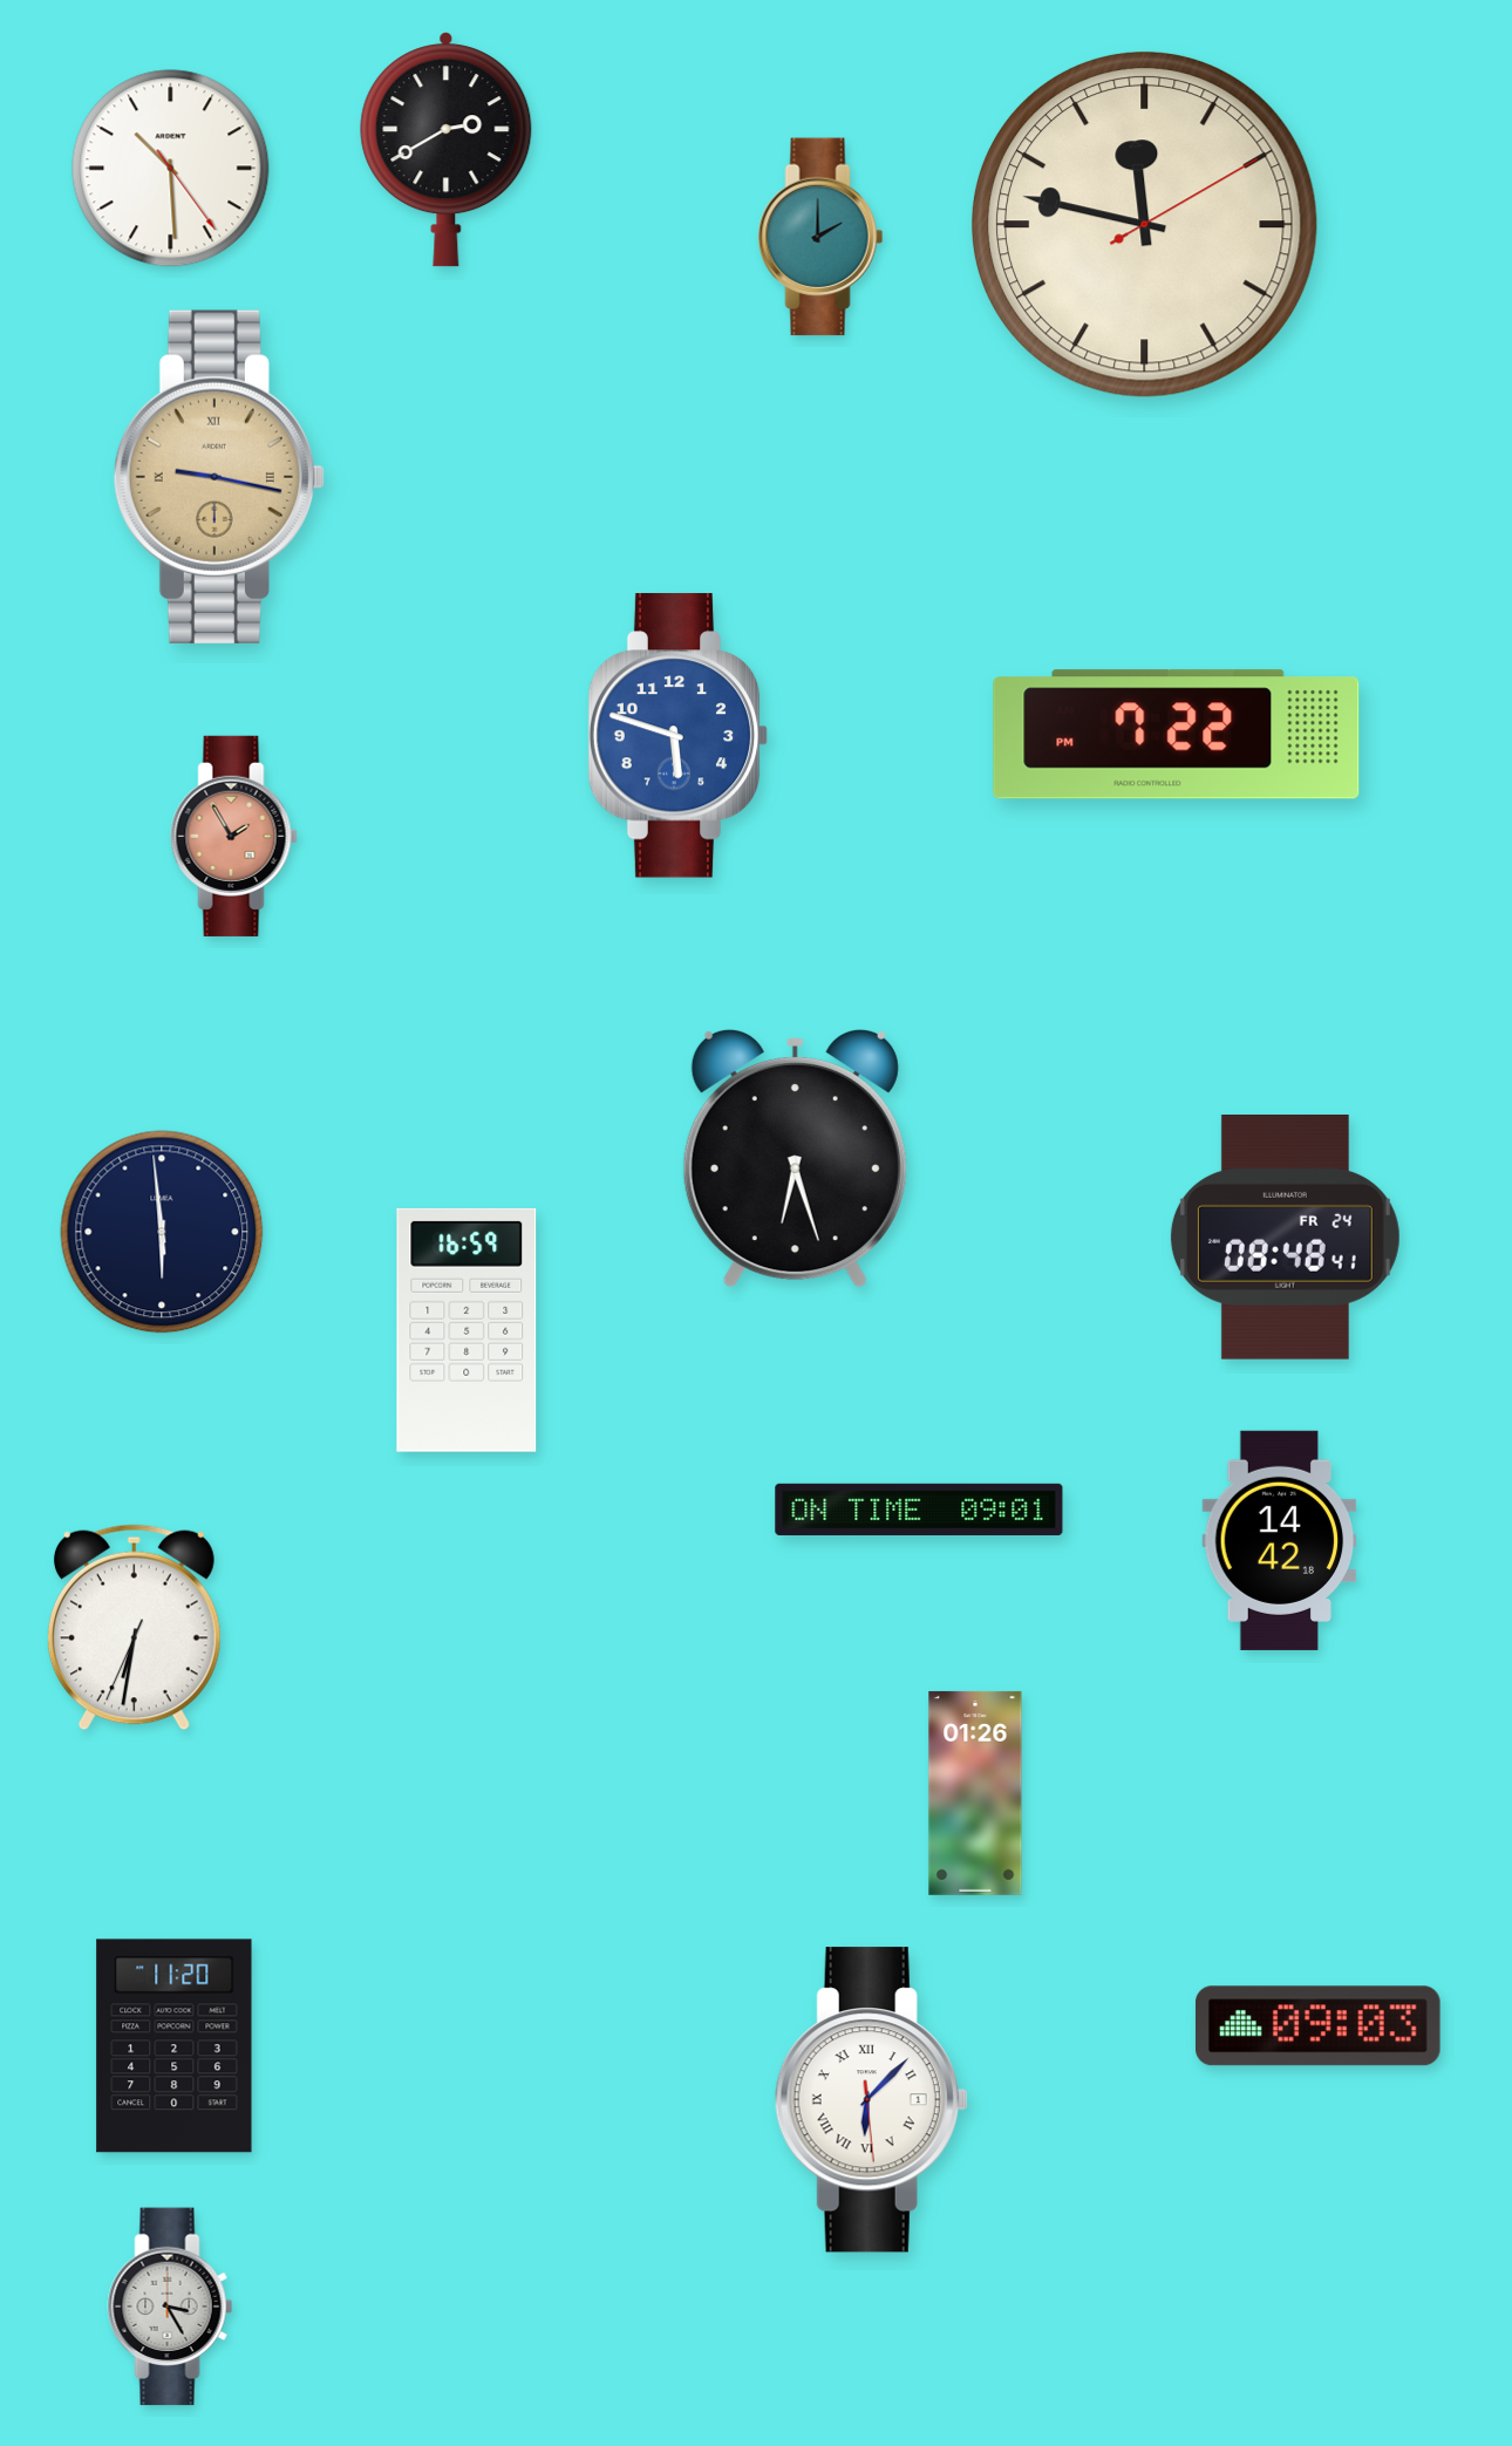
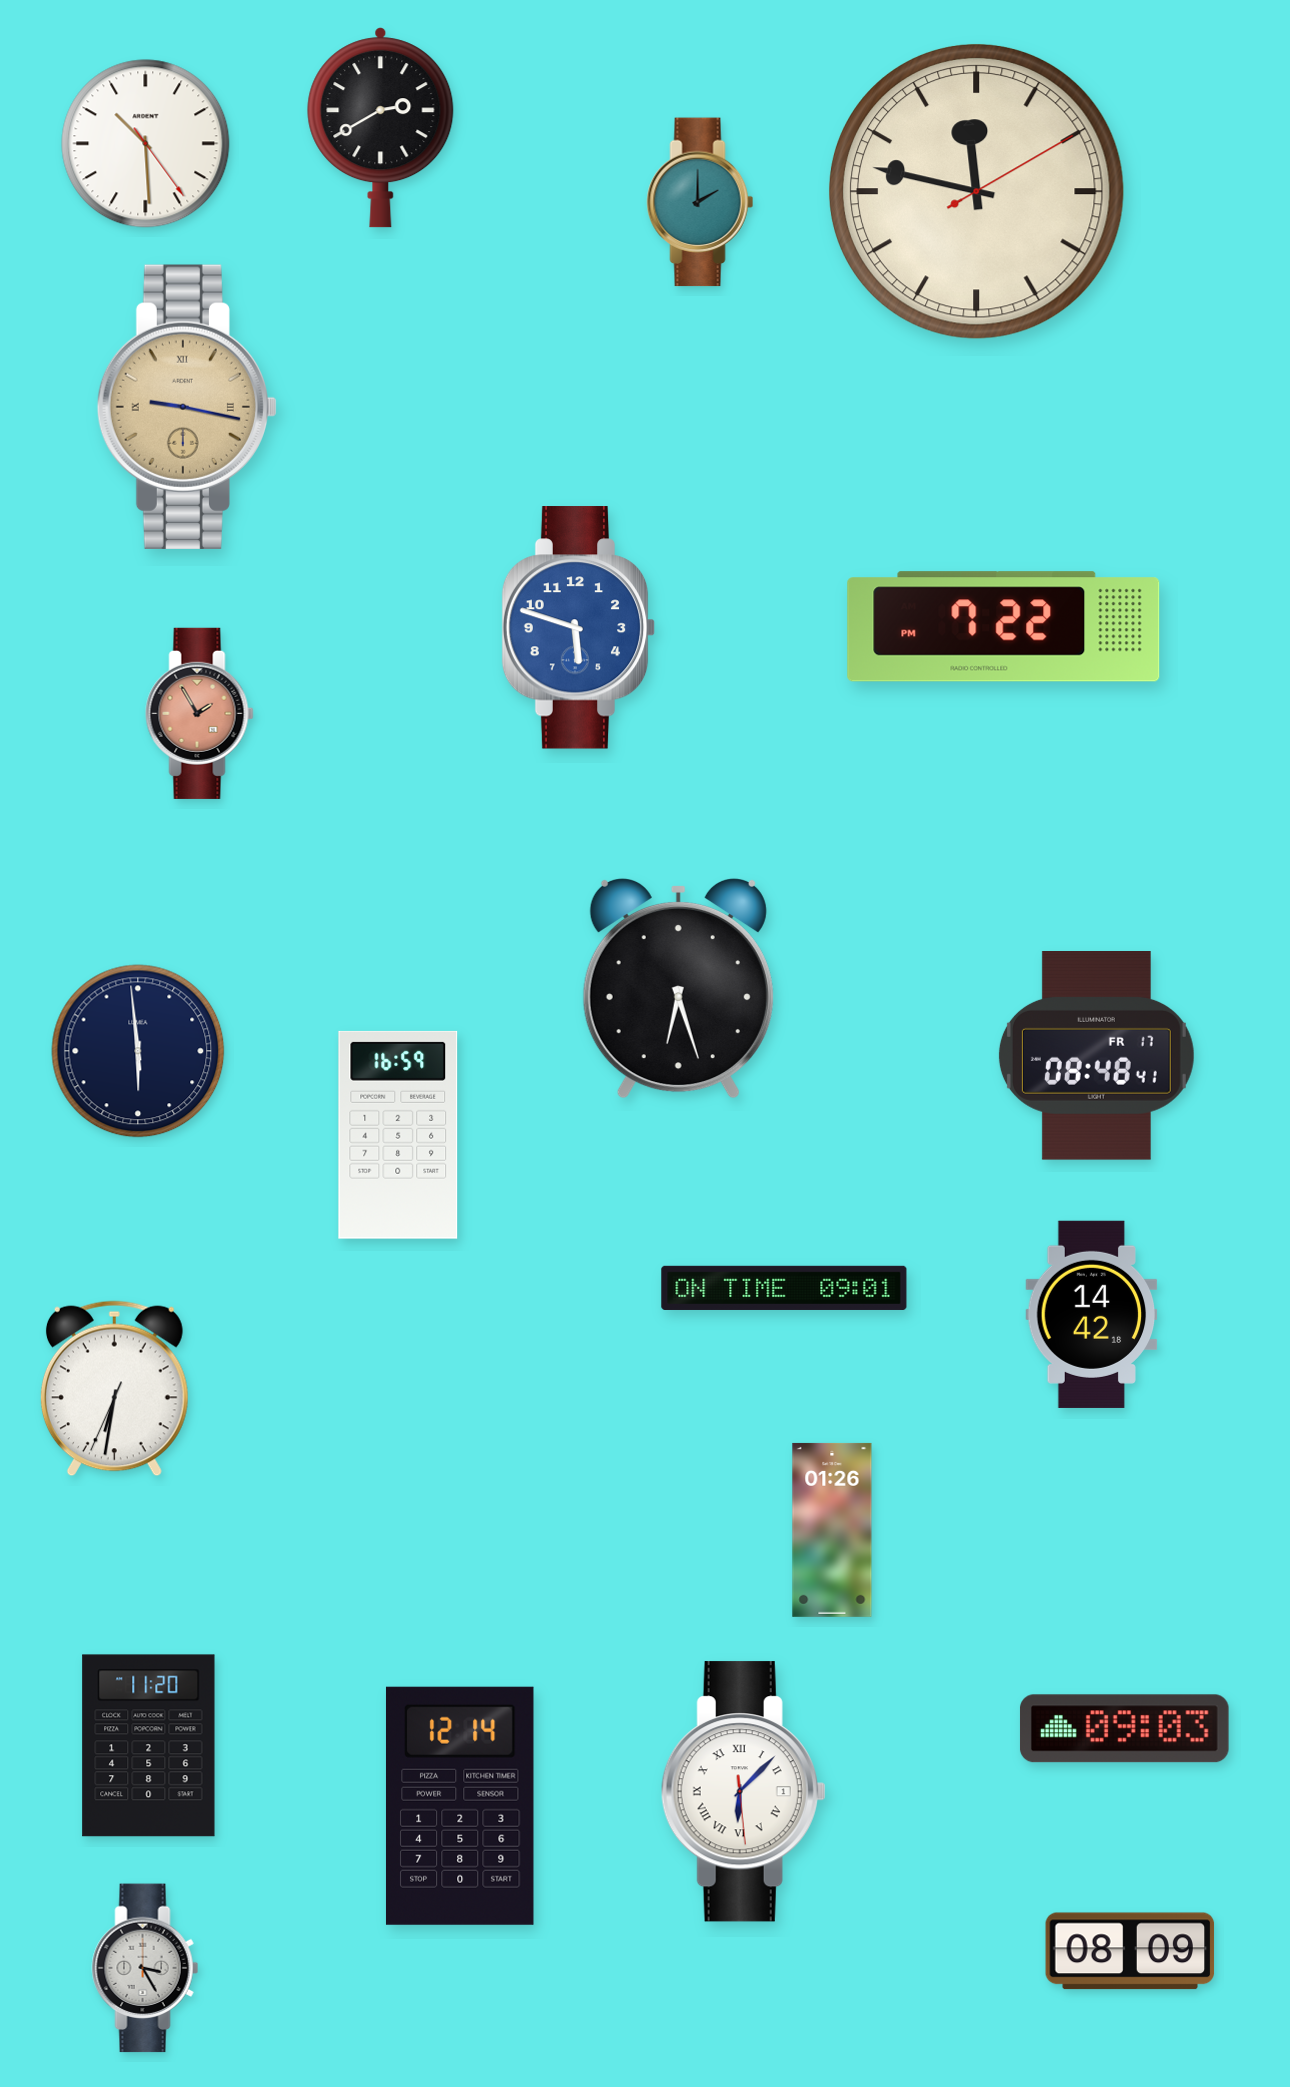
clock at (1285, 1238) date: FR 24 -> FR 17
clock at (460, 1806): none -> 12:14
clock at (1130, 1951): none -> 08:09
